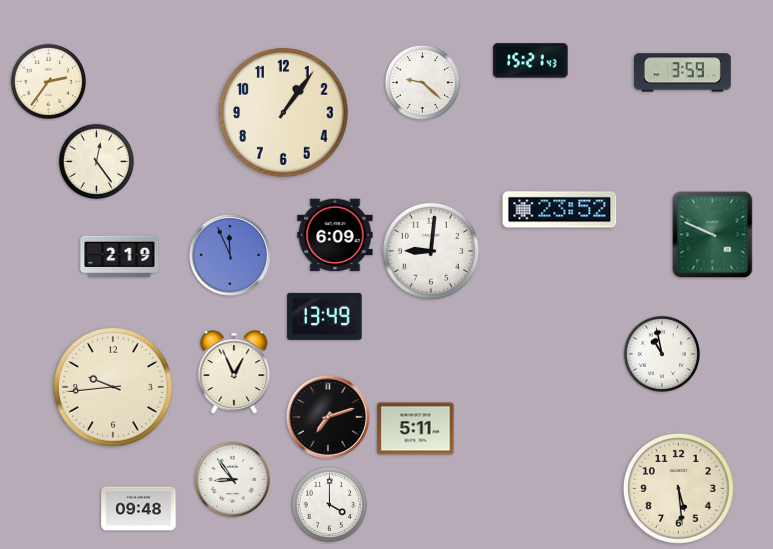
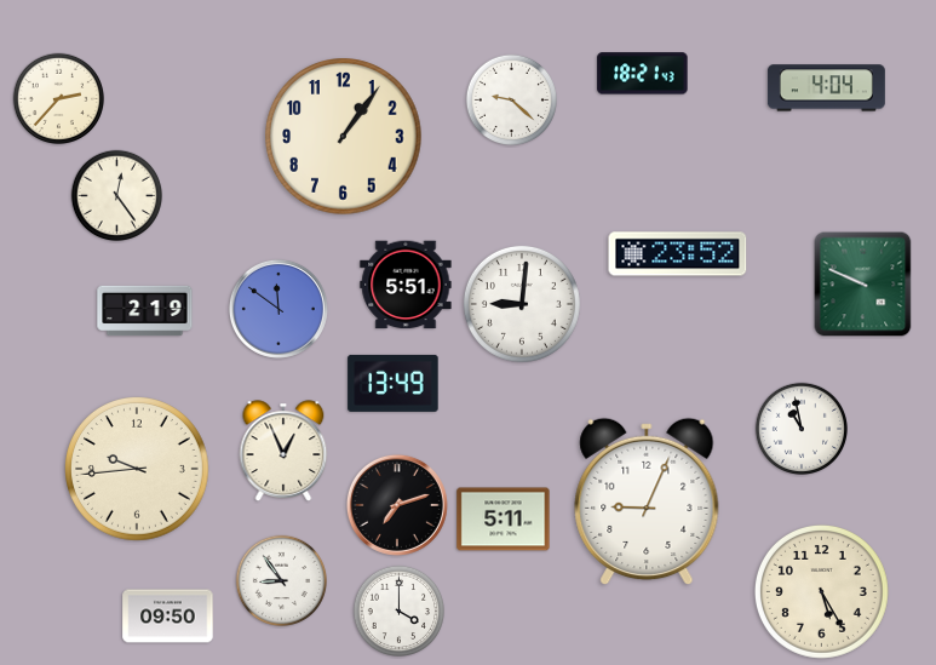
clock at (531, 61): 15:21 -> 18:21
clock at (682, 73): 3:59 -> 4:04
clock at (49, 82): 2:36 -> 2:37
clock at (335, 235): 6:09 -> 5:51
clock at (230, 255): 11:56 -> 11:51
clock at (647, 501): none -> 9:04
clock at (678, 488): 5:29 -> 5:25
clock at (139, 509): 09:48 -> 09:50
